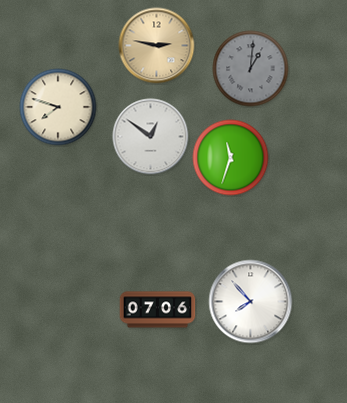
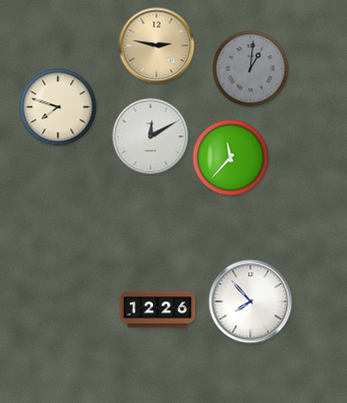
clock at (151, 137): 12:51 -> 12:10
clock at (231, 158): 11:33 -> 11:37
clock at (158, 310): 07:06 -> 12:26
